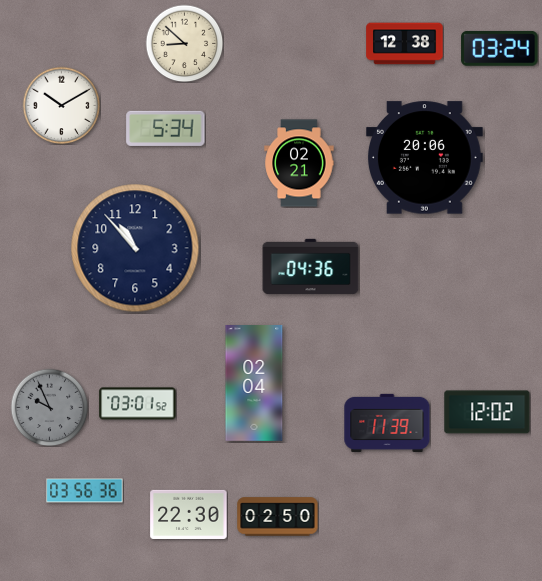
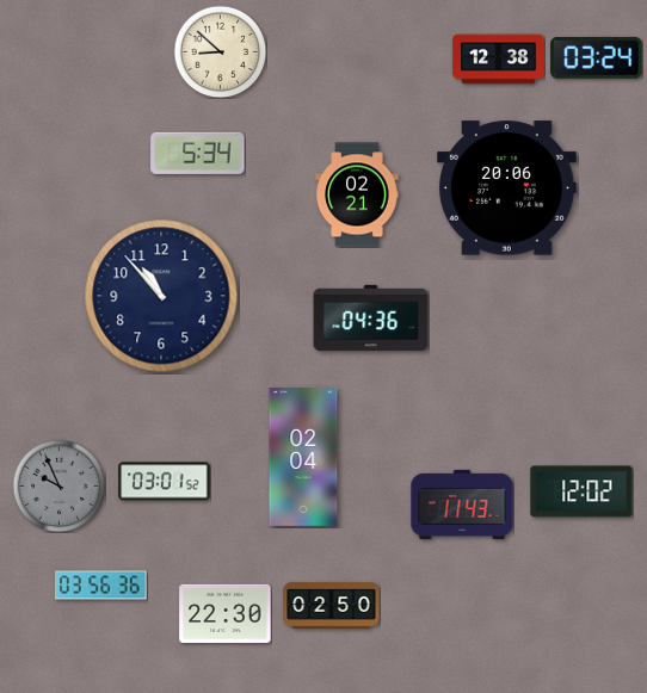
clock at (405, 44) position: (405, 44) -> (499, 60)
clock at (61, 105): 10:10 -> none
clock at (387, 423): 11:39 -> 11:43
clock at (278, 517) position: (278, 517) -> (332, 606)
